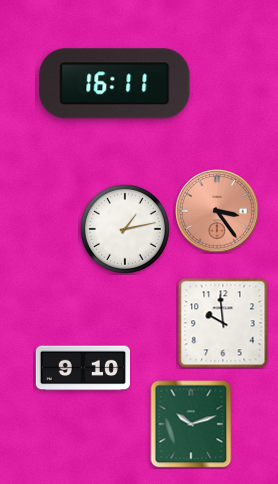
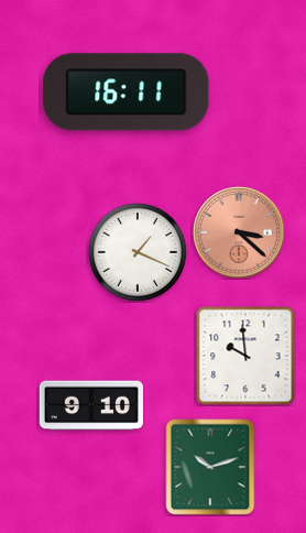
clock at (217, 211): 3:24 -> 3:22
clock at (125, 229): 1:13 -> 1:19
